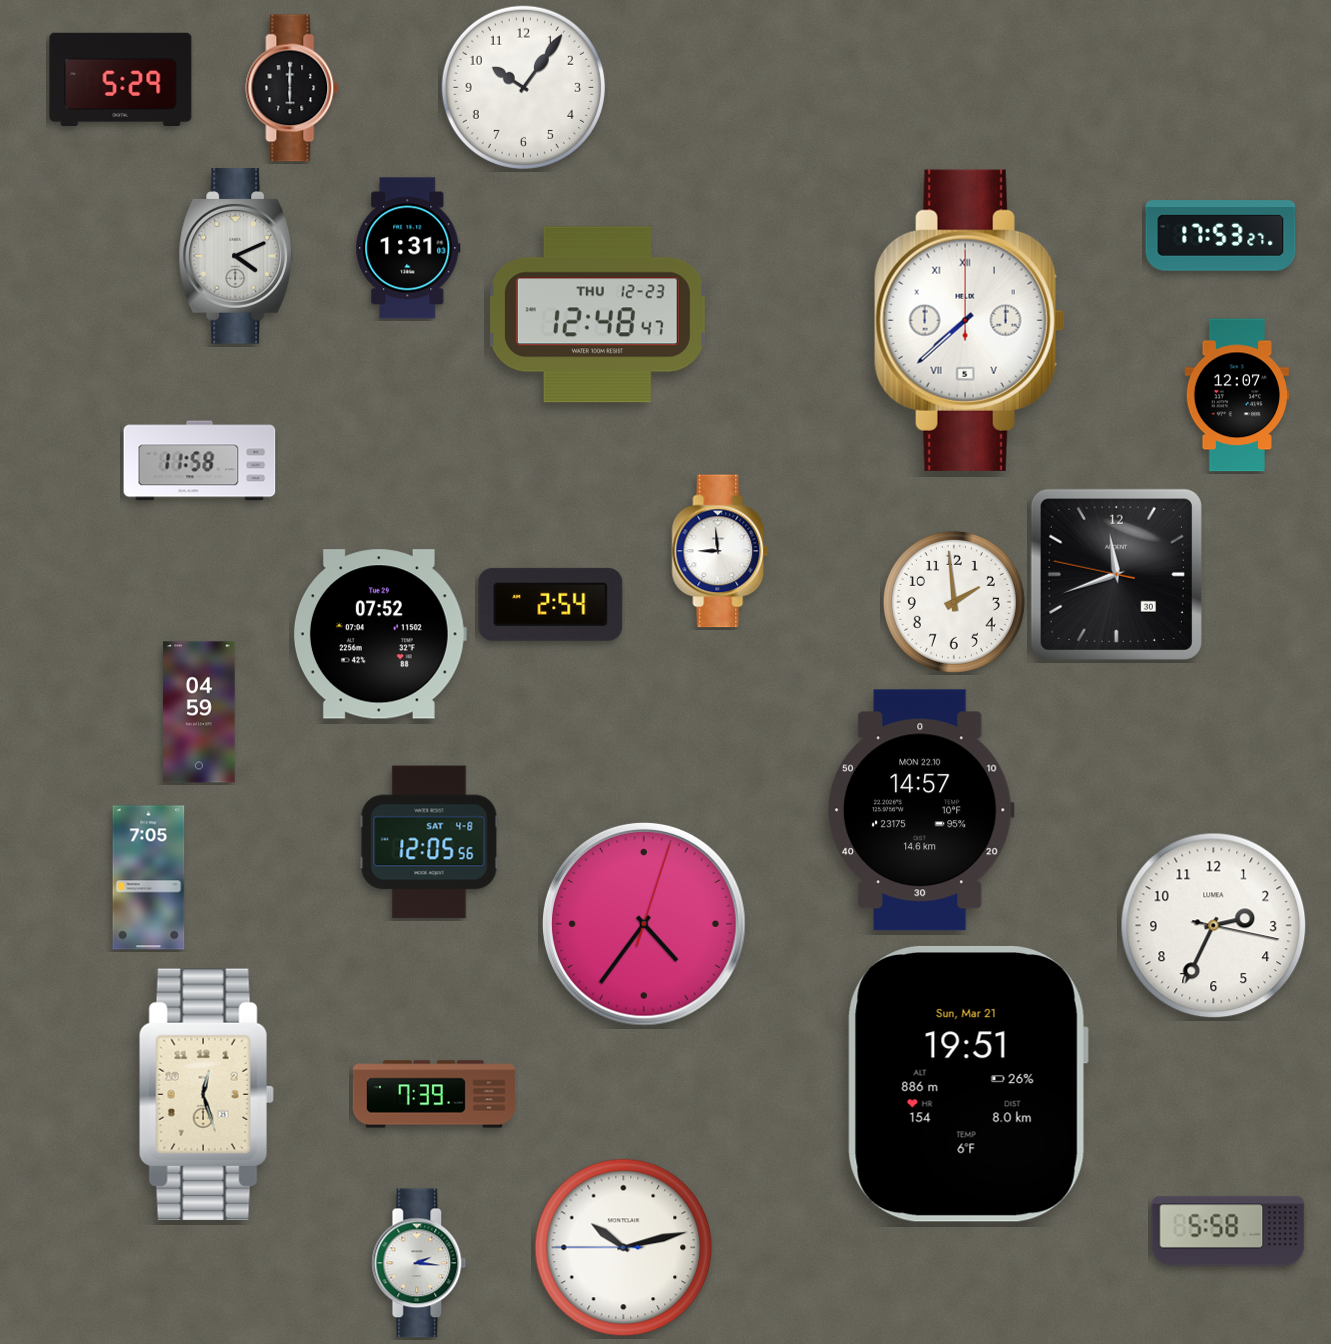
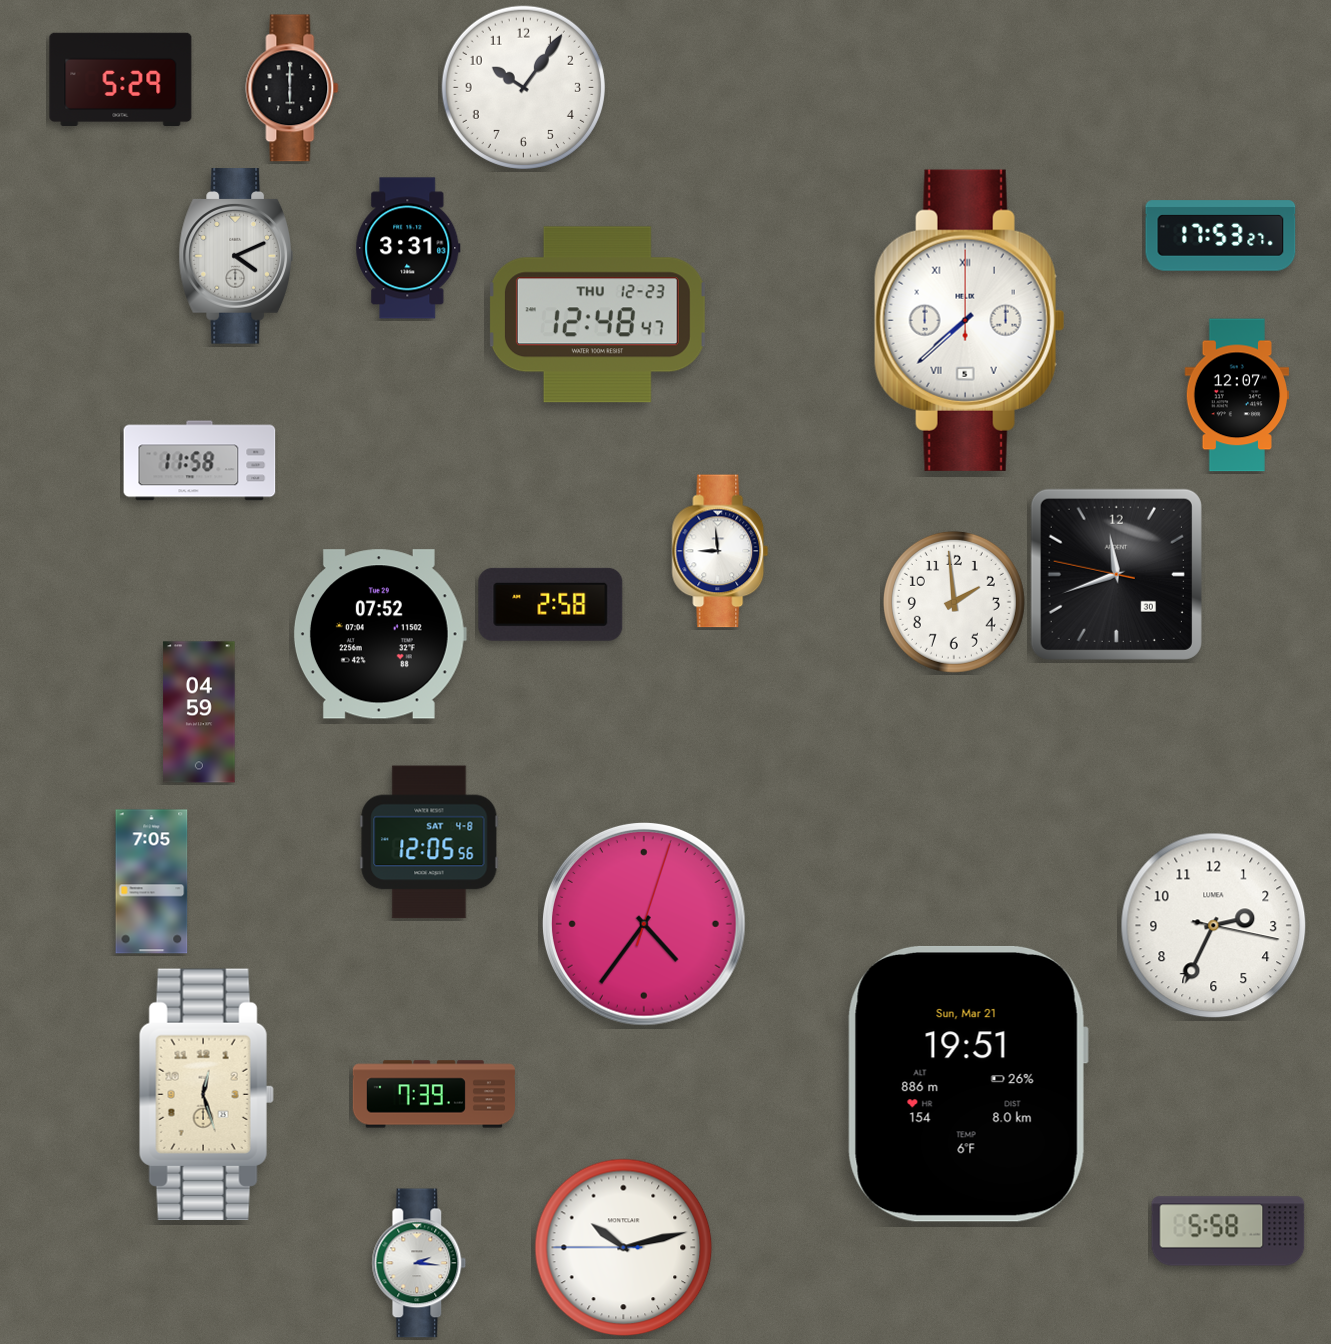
clock at (408, 248): 1:31 -> 3:31
clock at (551, 604): 2:54 -> 2:58
clock at (921, 810): 14:57 -> none
clock at (149, 878) position: (149, 878) -> (152, 882)
